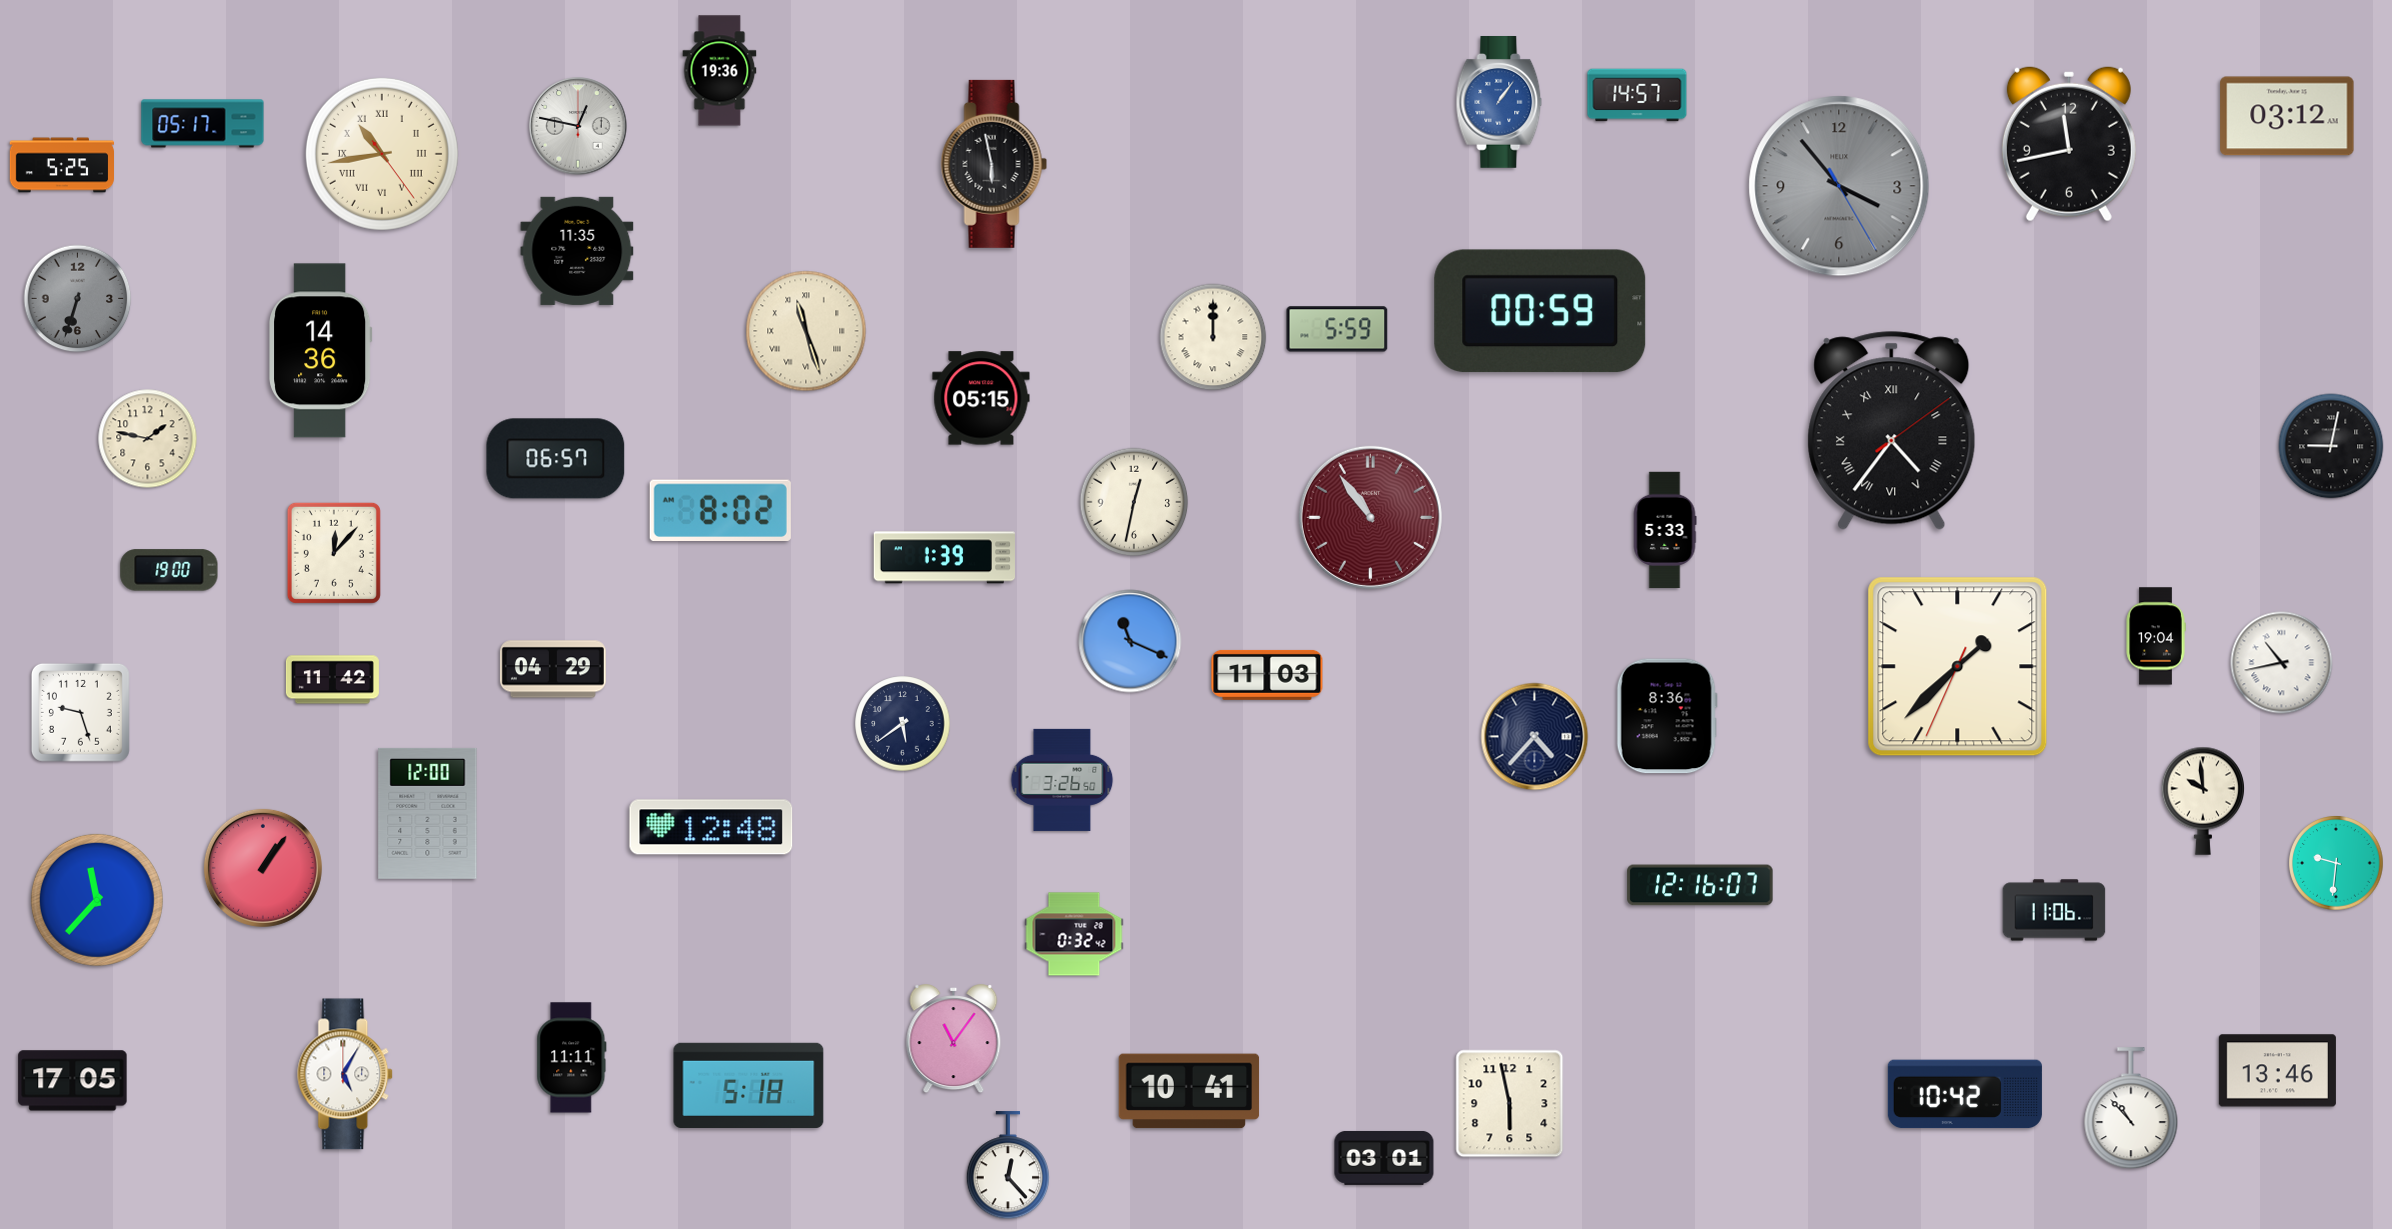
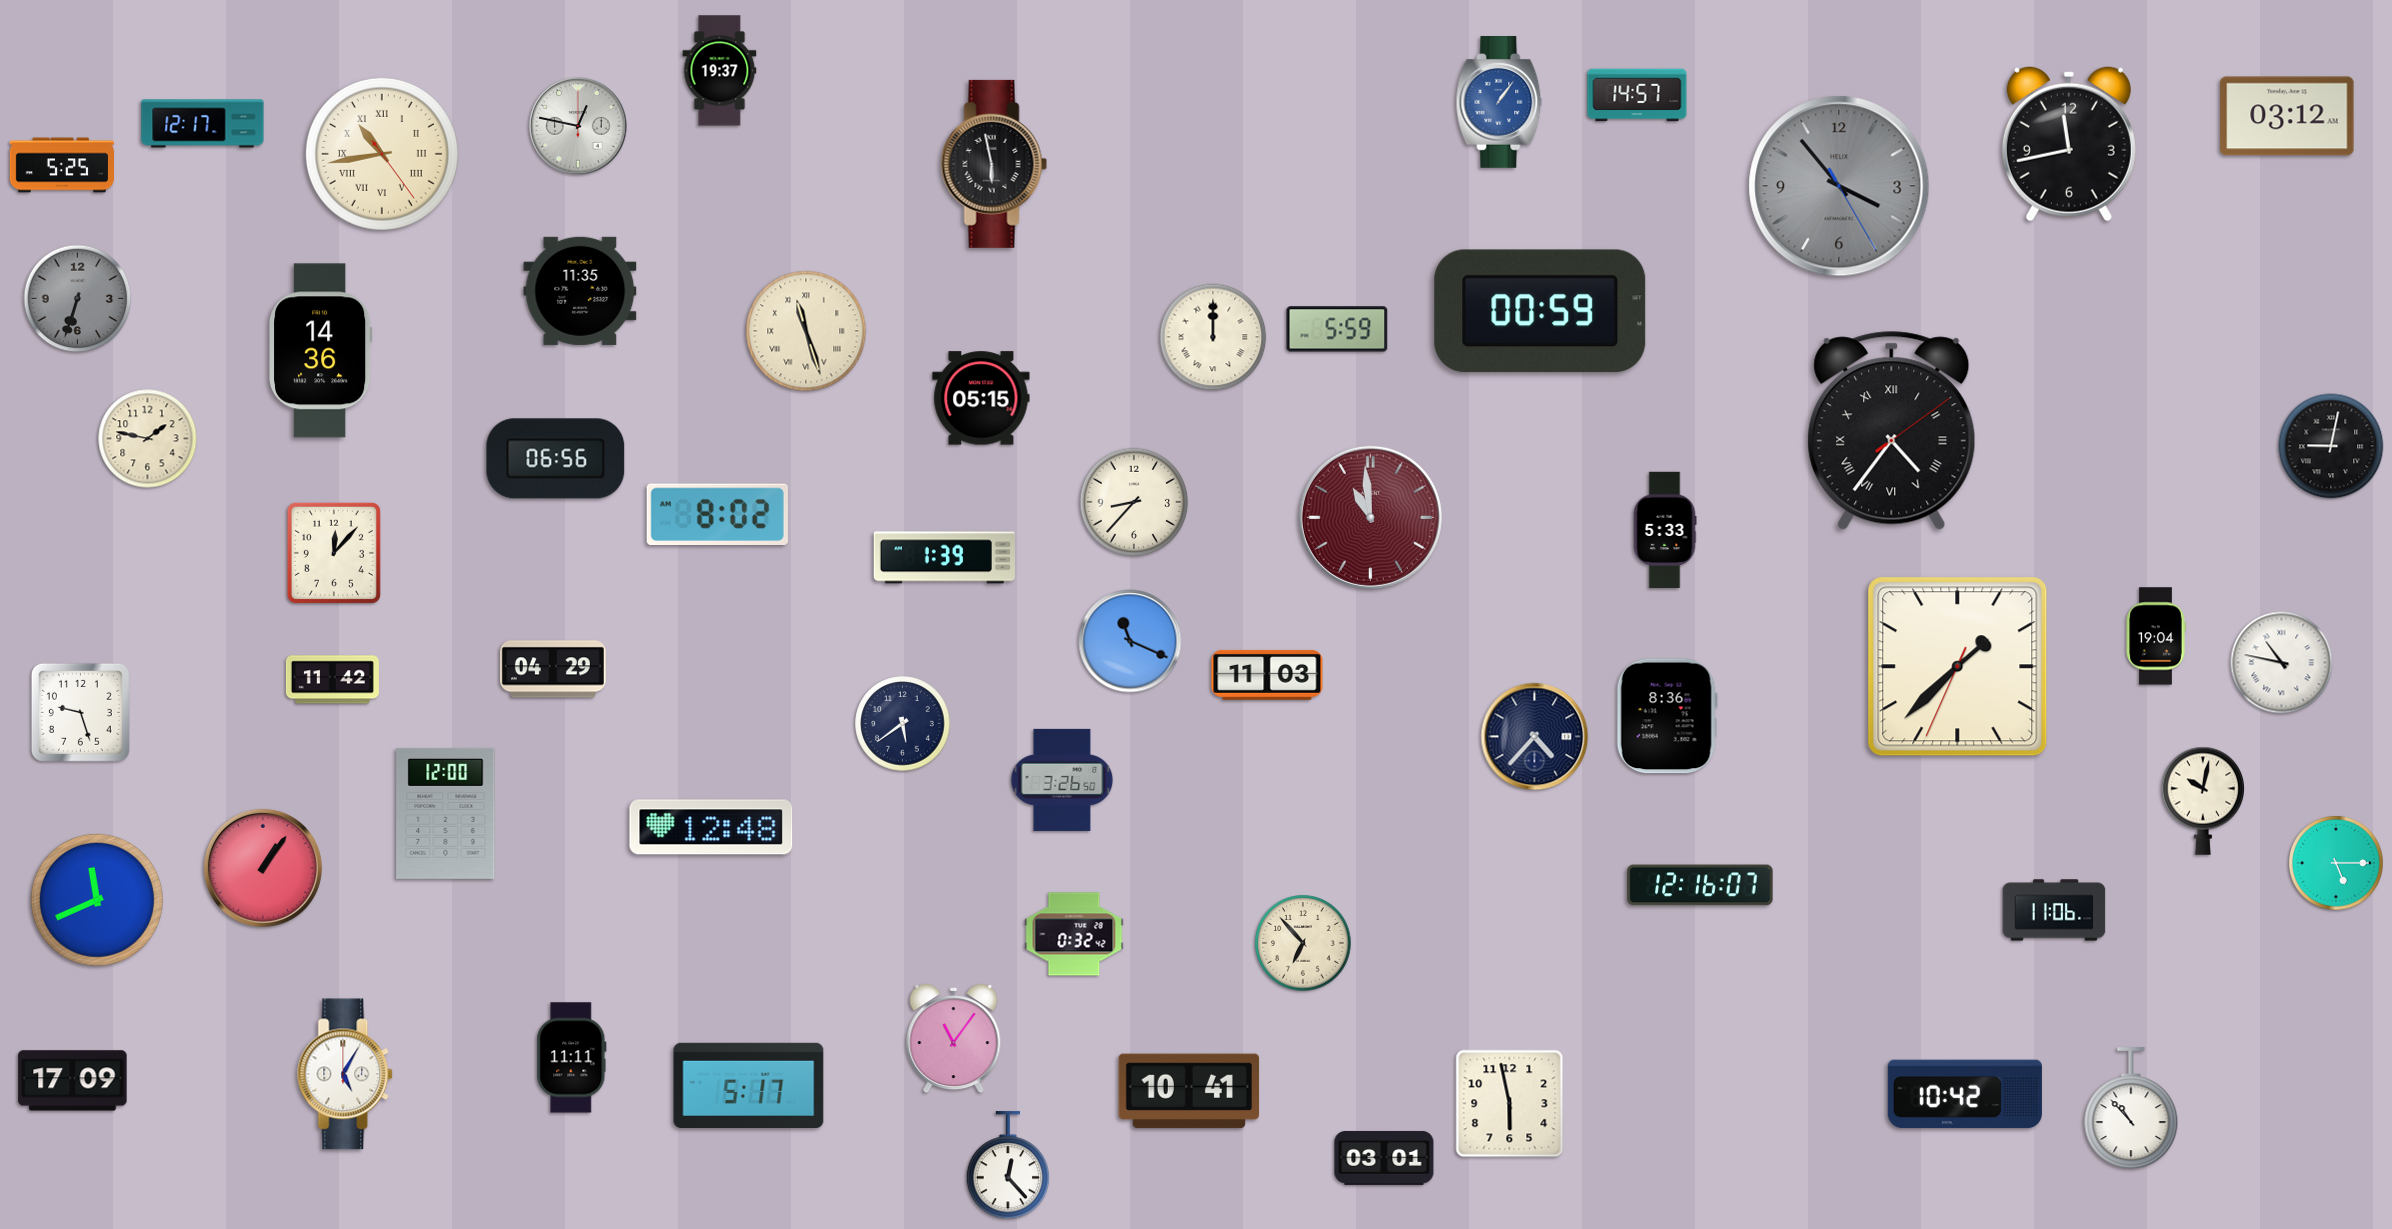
clock at (720, 71): 19:36 -> 19:37
clock at (203, 124): 05:17 -> 12:17
clock at (577, 251) position: (577, 251) -> (580, 291)
clock at (556, 459): 06:57 -> 06:56
clock at (1134, 502): 12:32 -> 8:37
clock at (720, 511) position: (720, 511) -> (717, 515)
clock at (1370, 517): 10:54 -> 10:59
clock at (169, 570): 19:00 -> none
clock at (2282, 663): 10:43 -> 10:47
clock at (2203, 801): 9:59 -> 10:02
clock at (428, 813) position: (428, 813) -> (446, 813)
clock at (2336, 863): 9:31 -> 5:15
clock at (97, 900): 11:37 -> 11:41
clock at (1303, 943): none -> 6:53
clock at (2277, 1071): 13:46 -> none
clock at (73, 1081): 17:05 -> 17:09
clock at (749, 1085): 5:18 -> 5:17
